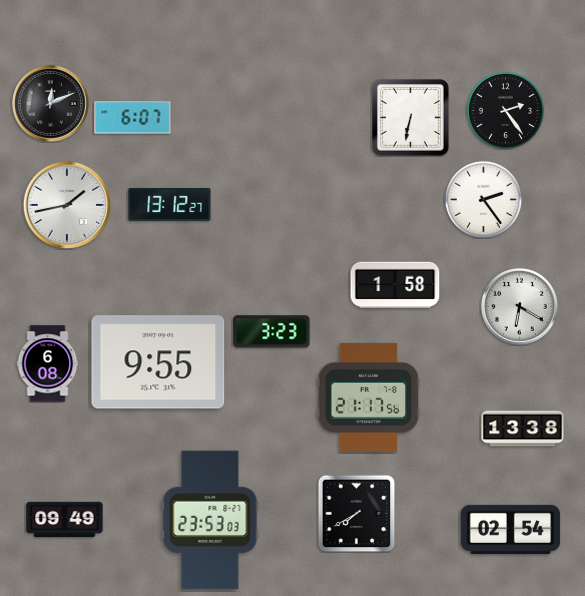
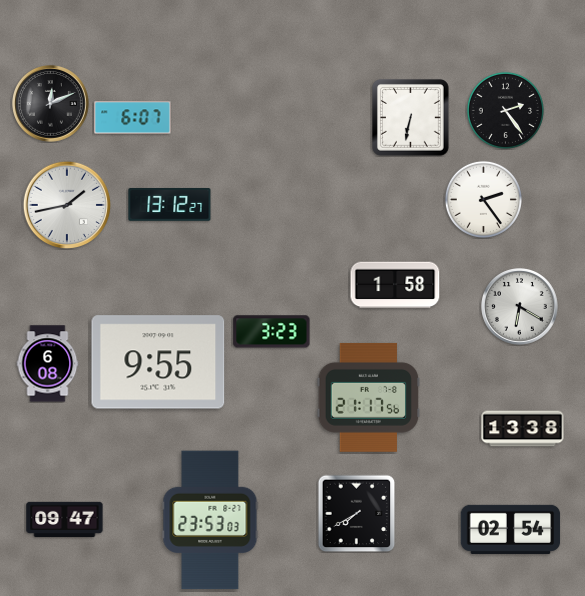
clock at (65, 519): 09:49 -> 09:47
